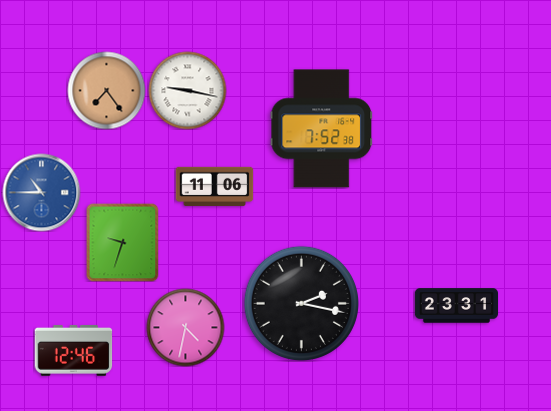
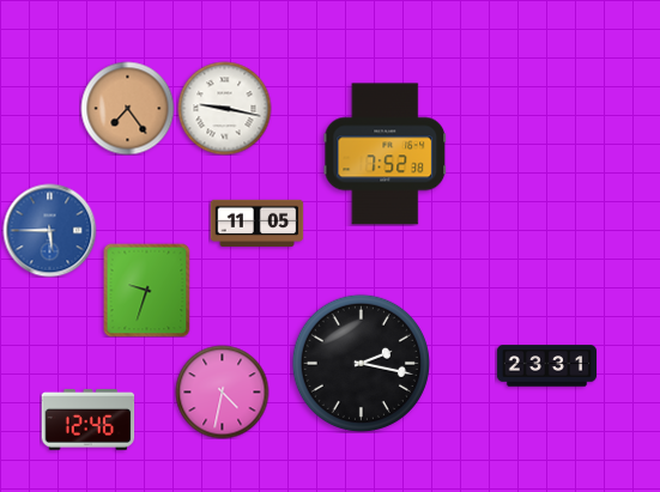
clock at (214, 186): 11:06 -> 11:05
clock at (41, 192): 10:45 -> 5:45
